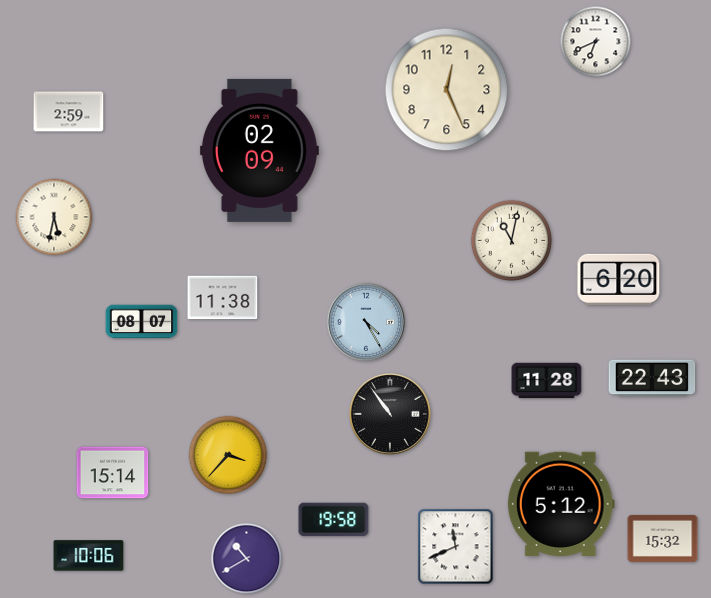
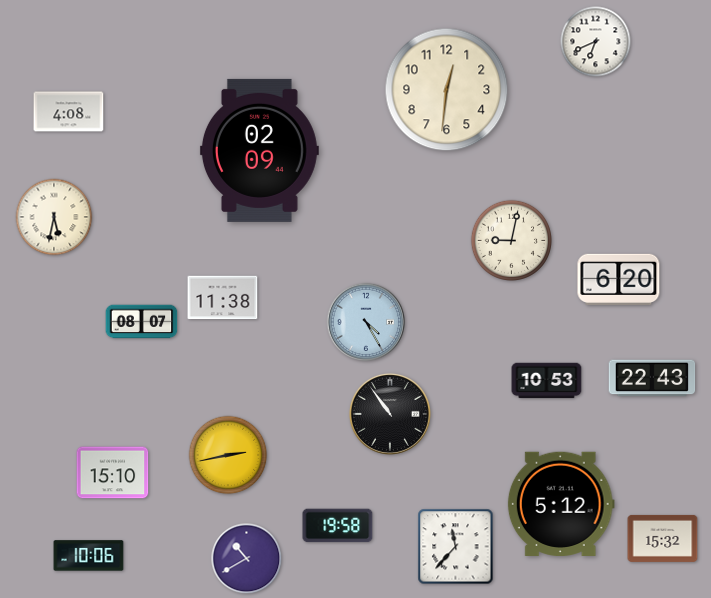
clock at (447, 90): 12:26 -> 12:31
clock at (69, 112): 2:59 -> 4:08
clock at (511, 240): 11:02 -> 9:02
clock at (547, 381): 11:28 -> 10:53
clock at (228, 455): 3:37 -> 2:43
clock at (113, 473): 15:14 -> 15:10
clock at (334, 520) position: (334, 520) -> (338, 526)
clock at (456, 547): 11:41 -> 11:37
